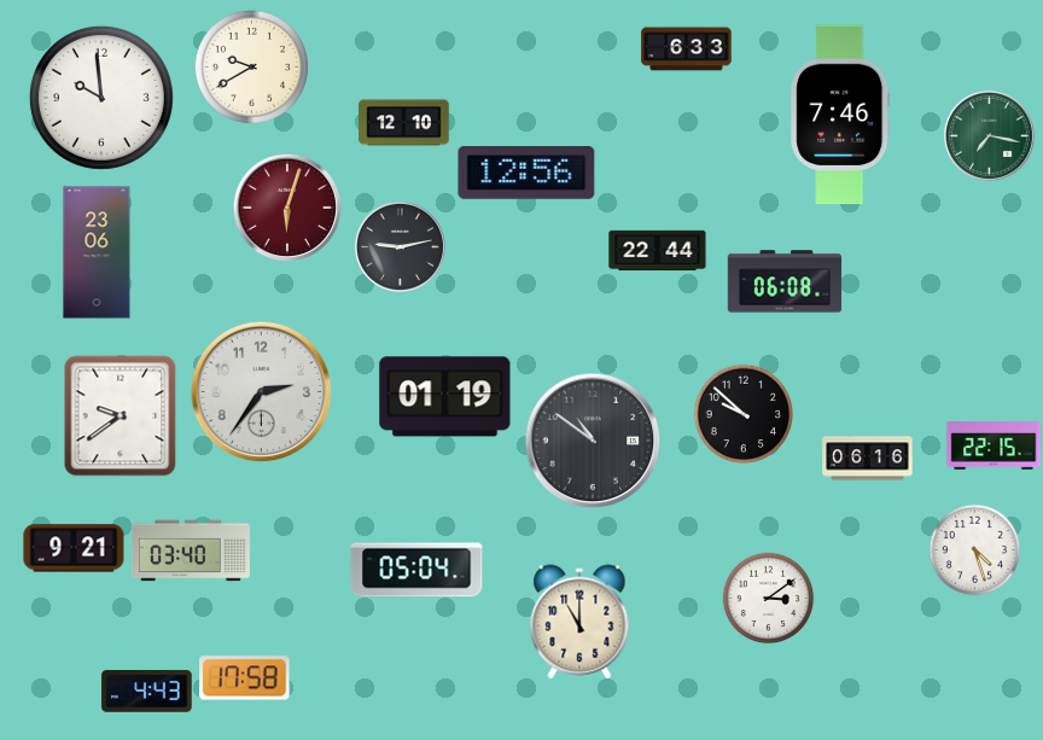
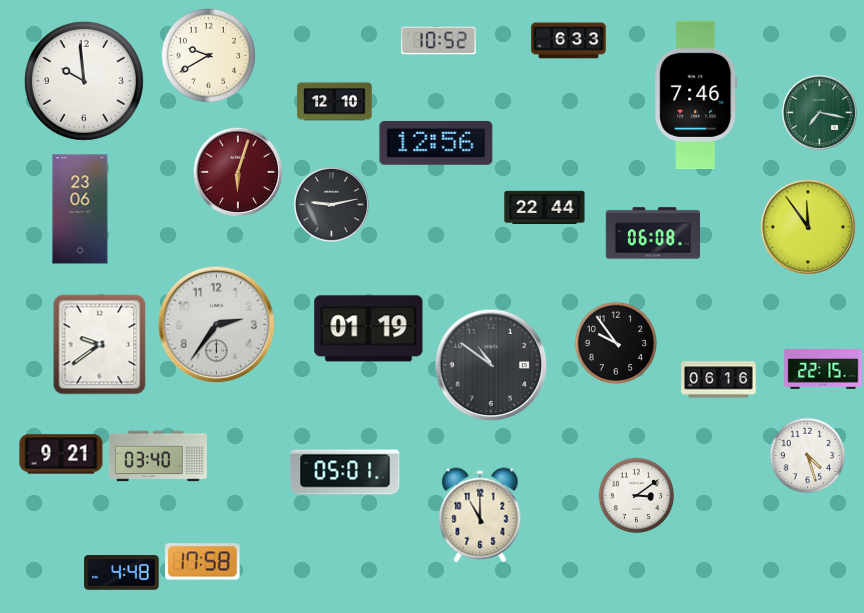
clock at (439, 41): none -> 10:52
clock at (807, 226): none -> 11:54
clock at (785, 281) position: (785, 281) -> (653, 233)
clock at (744, 414): 9:52 -> 9:54
clock at (416, 570): 05:04 -> 05:01
clock at (147, 692): 4:43 -> 4:48
